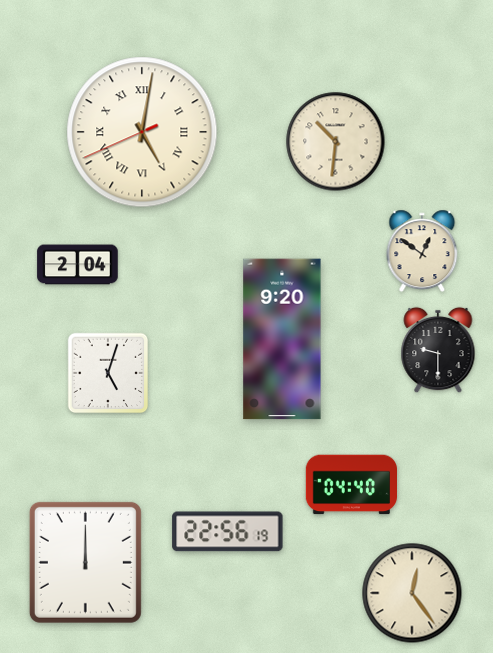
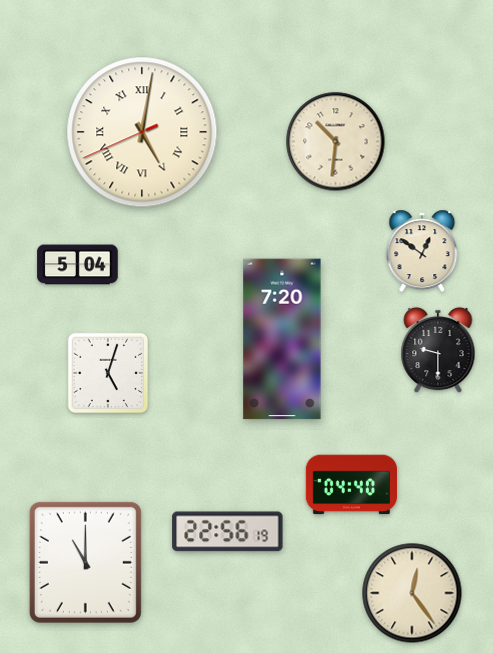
clock at (78, 265): 2:04 -> 5:04
clock at (282, 339): 9:20 -> 7:20
clock at (85, 562): 12:00 -> 11:00
